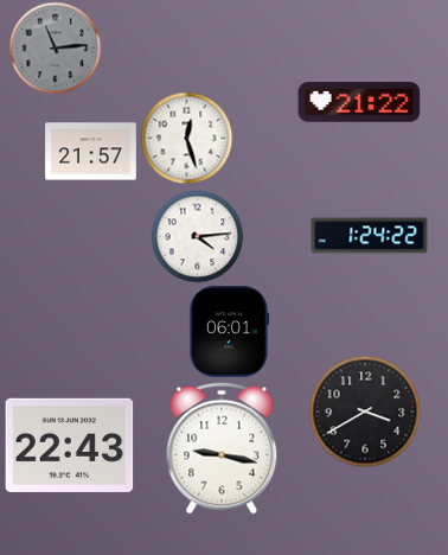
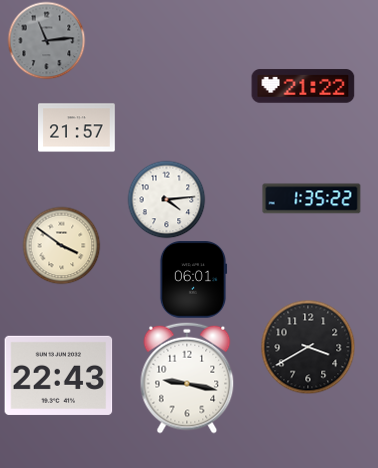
clock at (186, 138): 12:27 -> none
clock at (370, 236): 1:24 -> 1:35
clock at (61, 245): none -> 3:51
